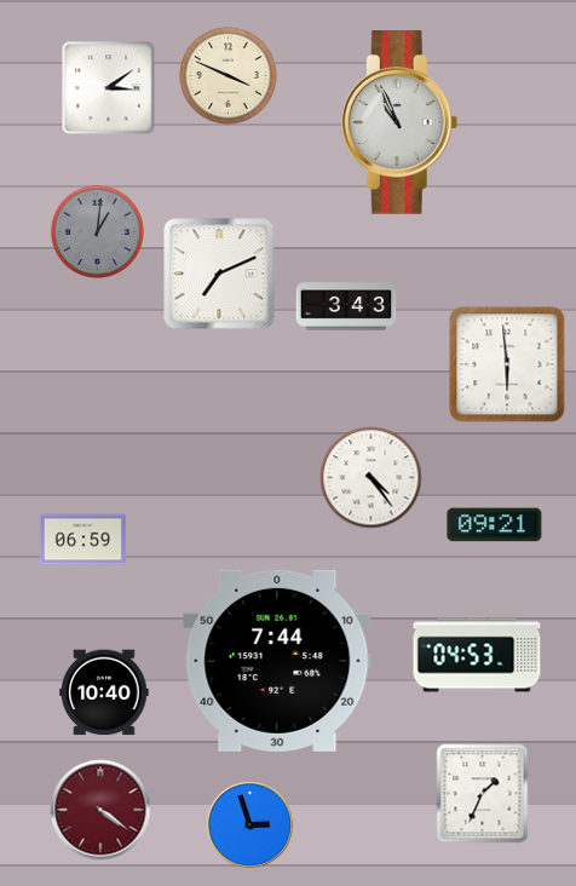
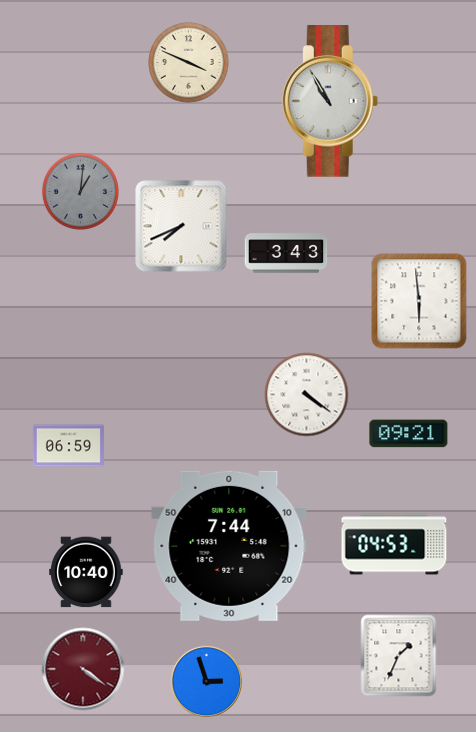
clock at (109, 88): 3:09 -> none
clock at (399, 122): 10:56 -> 10:55
clock at (219, 274): 7:11 -> 7:41
clock at (371, 478): 4:24 -> 4:21
clock at (477, 655) position: (477, 655) -> (394, 544)
